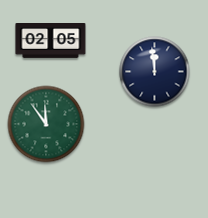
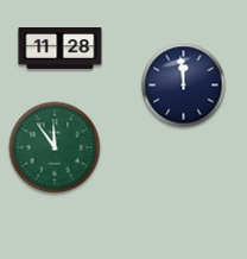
clock at (51, 41): 02:05 -> 11:28
